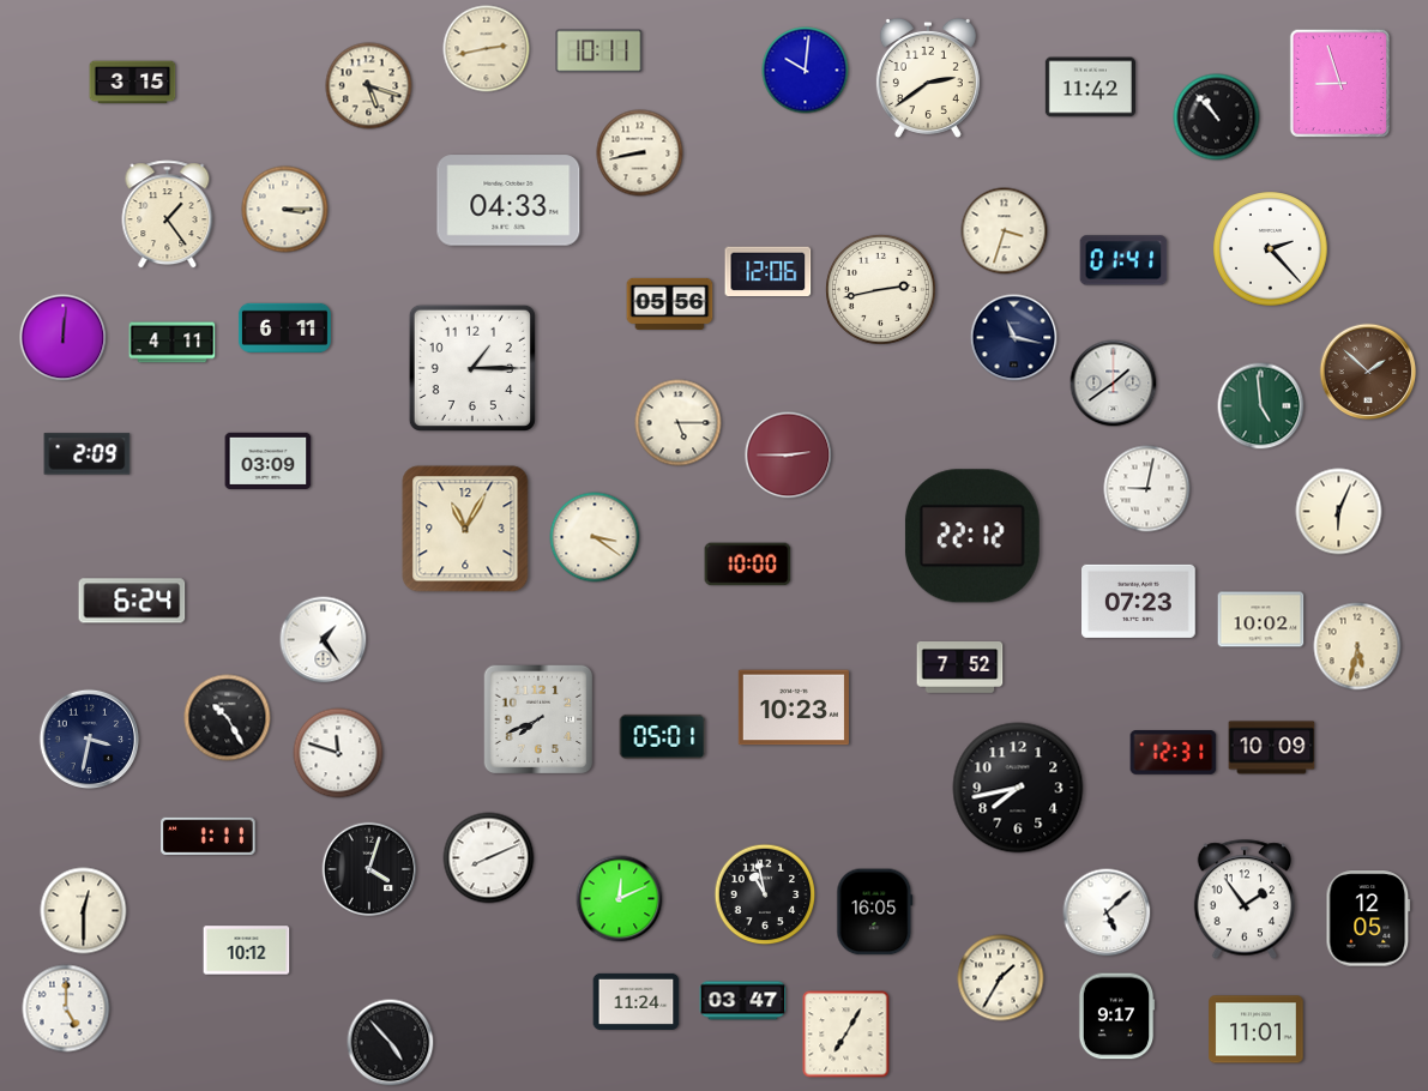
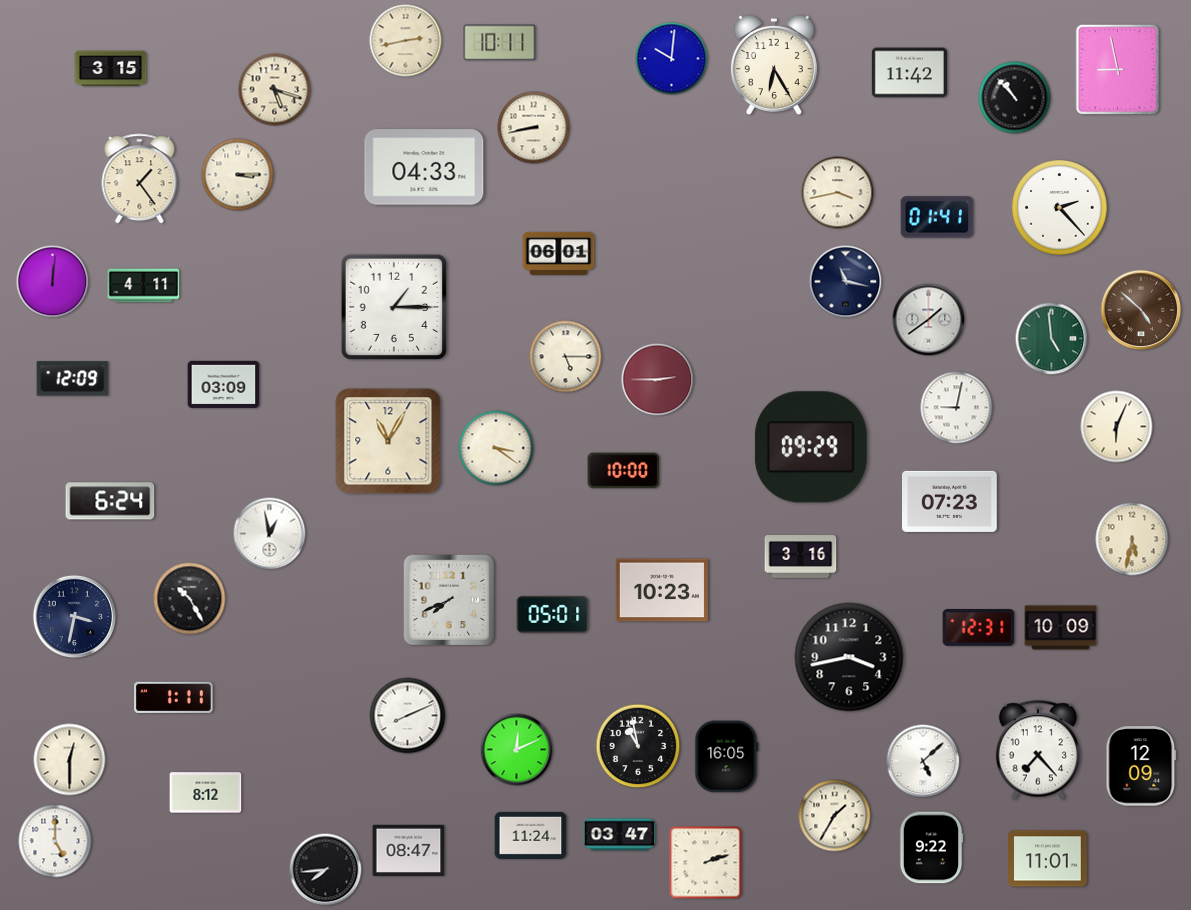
clock at (928, 78): 2:39 -> 6:25
clock at (1339, 84): 8:57 -> 8:58
clock at (369, 86) position: (369, 86) -> (275, 90)
clock at (1005, 231): 3:33 -> 3:43
clock at (769, 272): 12:06 -> none
clock at (880, 289): 2:43 -> none
clock at (670, 303): 05:56 -> 06:01
clock at (284, 327): 6:11 -> none
clock at (1368, 372): 1:52 -> 4:52
clock at (679, 423) position: (679, 423) -> (566, 357)
clock at (88, 454): 2:09 -> 12:09
clock at (972, 536): 22:12 -> 09:29
clock at (1261, 620): 10:02 -> none
clock at (324, 640): 1:24 -> 12:58
clock at (960, 668): 7:52 -> 3:16
clock at (1272, 748) position: (1272, 748) -> (1061, 628)
clock at (338, 753): 11:48 -> none
clock at (1018, 788): 7:43 -> 3:43
clock at (369, 869): 4:03 -> none
clock at (1245, 899): 1:54 -> 7:23
clock at (875, 912) position: (875, 912) -> (727, 757)
clock at (1368, 918): 12:05 -> 12:09
clock at (247, 951): 10:12 -> 8:12
clock at (1116, 1017): 9:17 -> 9:22
clock at (409, 850): none -> 08:47
clock at (846, 1035): 7:05 -> 2:12
clock at (391, 1043): 4:53 -> 7:44
